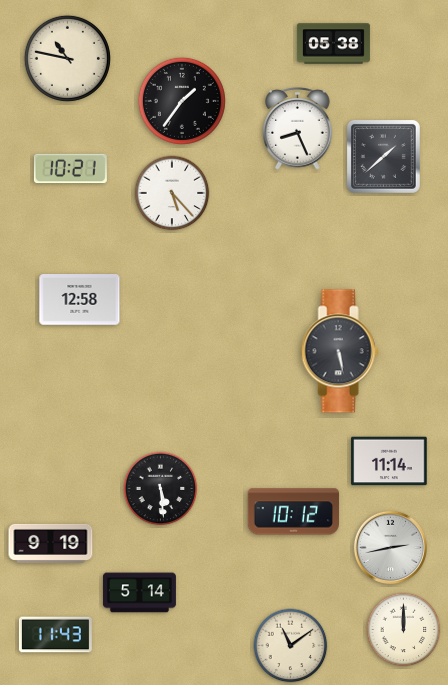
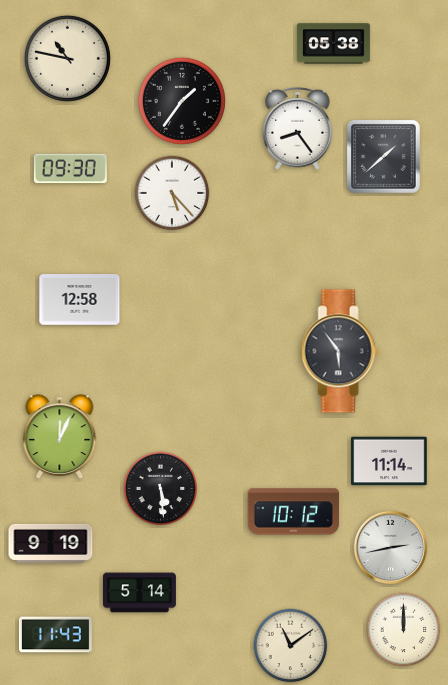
clock at (298, 129): 8:26 -> 8:24
clock at (70, 169): 10:21 -> 09:30
clock at (340, 351): 5:28 -> 5:54
clock at (60, 436): none -> 12:04
